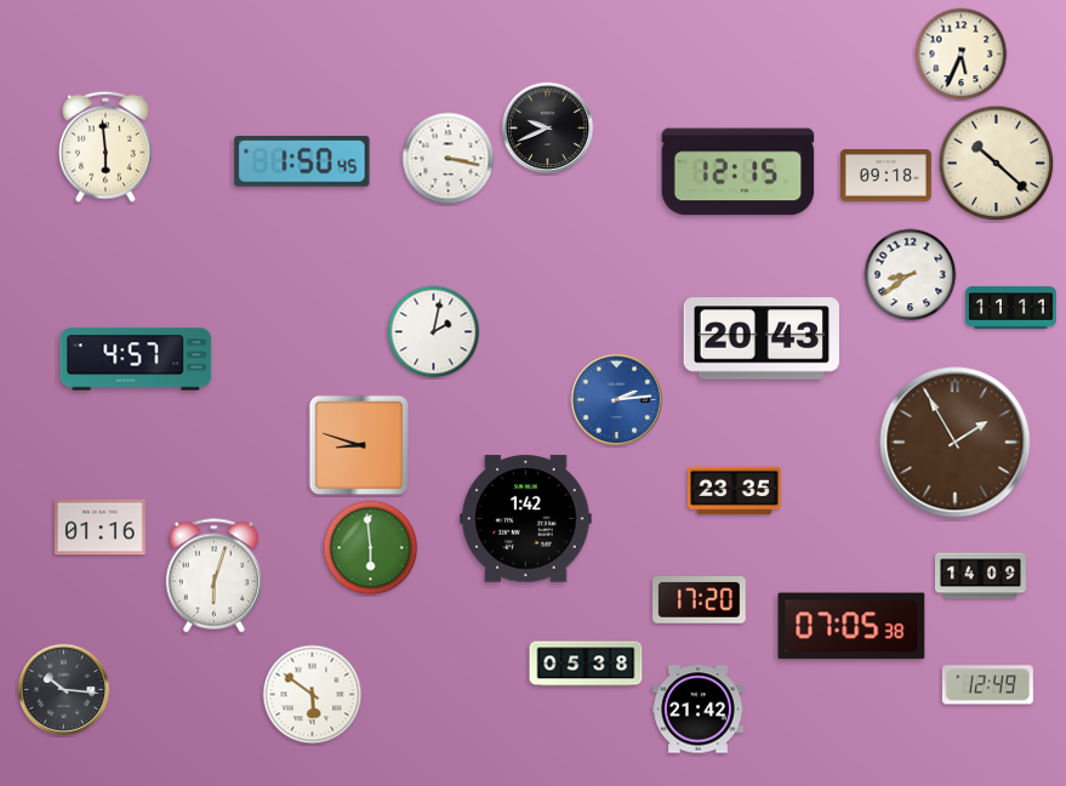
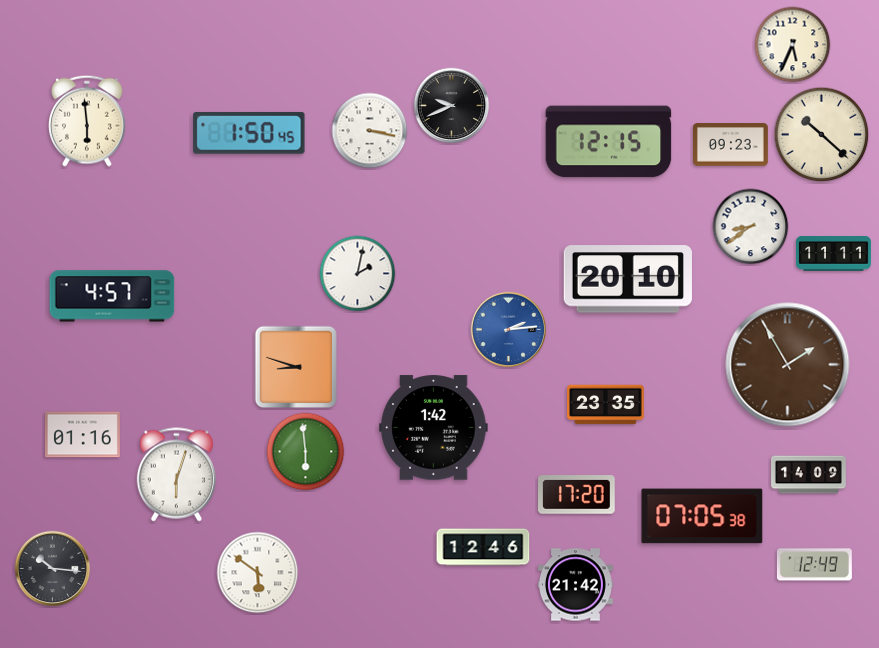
clock at (885, 176): 09:18 -> 09:23
clock at (762, 338): 20:43 -> 20:10
clock at (586, 663): 05:38 -> 12:46
